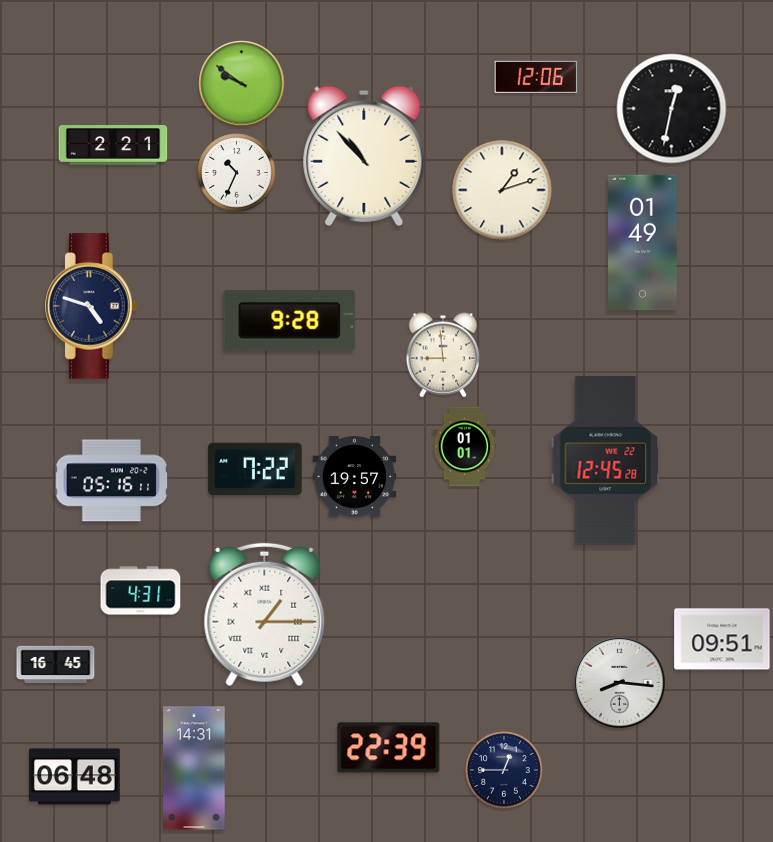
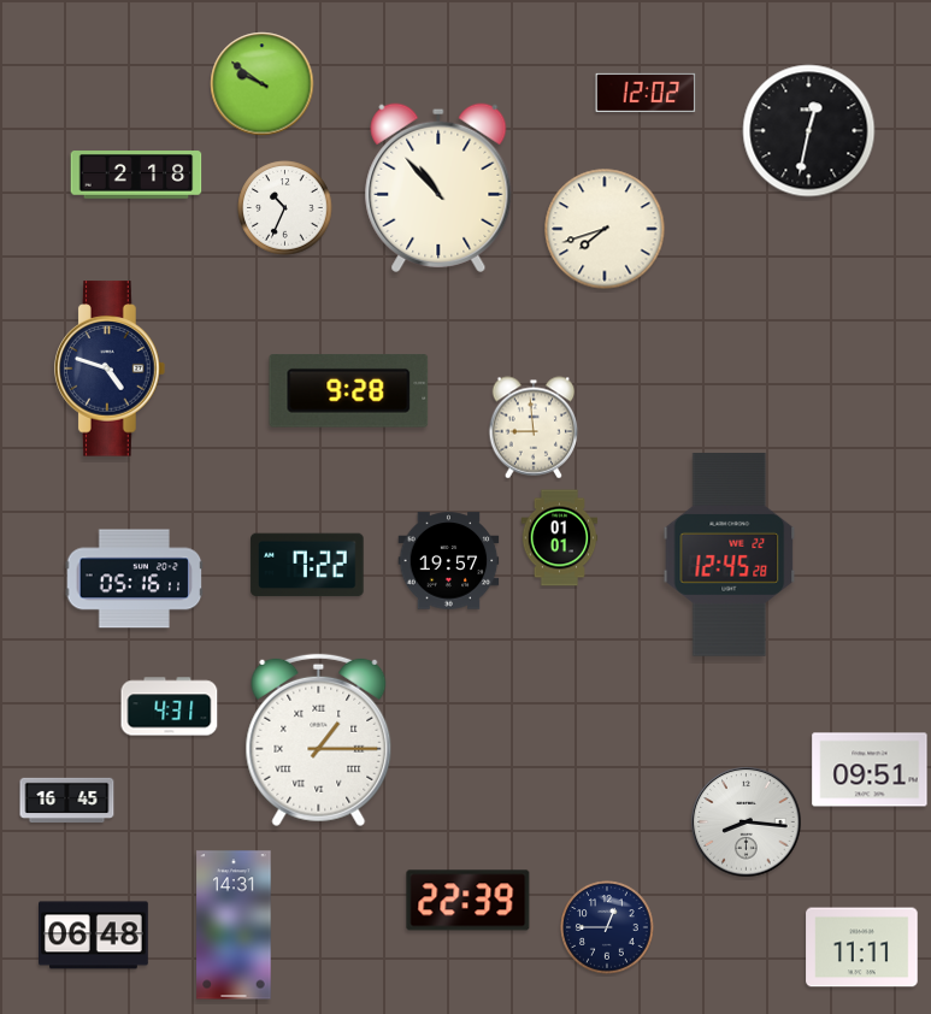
clock at (536, 77): 12:06 -> 12:02
clock at (242, 84) position: (242, 84) -> (263, 84)
clock at (113, 145): 2:21 -> 2:18
clock at (502, 190): 1:12 -> 7:42
clock at (643, 243): 01:49 -> none
clock at (290, 321) position: (290, 321) -> (349, 391)
clock at (355, 477) position: (355, 477) -> (449, 561)
clock at (141, 591) position: (141, 591) -> (170, 707)
clock at (75, 777) position: (75, 777) -> (94, 936)
clock at (862, 948): none -> 11:11
